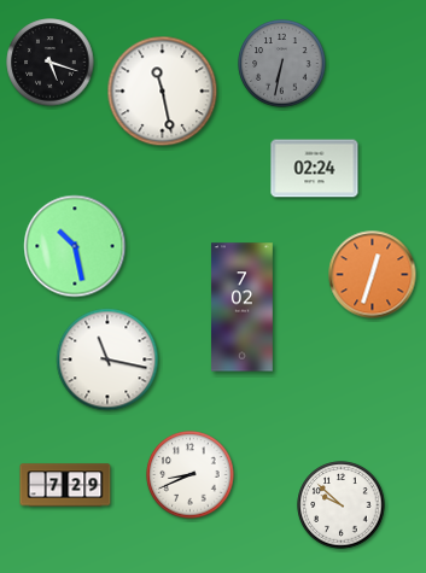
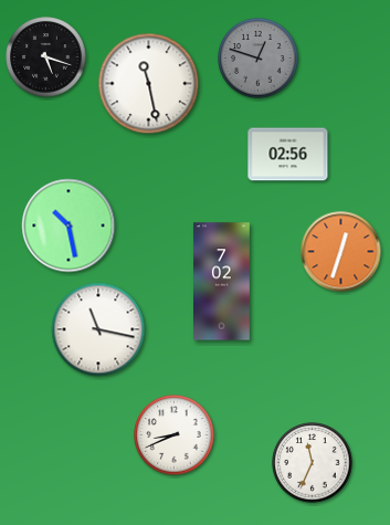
clock at (282, 64): 6:32 -> 12:48
clock at (315, 169): 02:24 -> 02:56
clock at (65, 485): 7:29 -> none
clock at (342, 505): 9:52 -> 11:34
